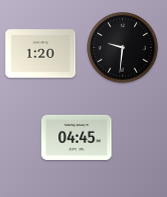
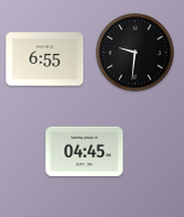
clock at (41, 54): 1:20 -> 6:55
